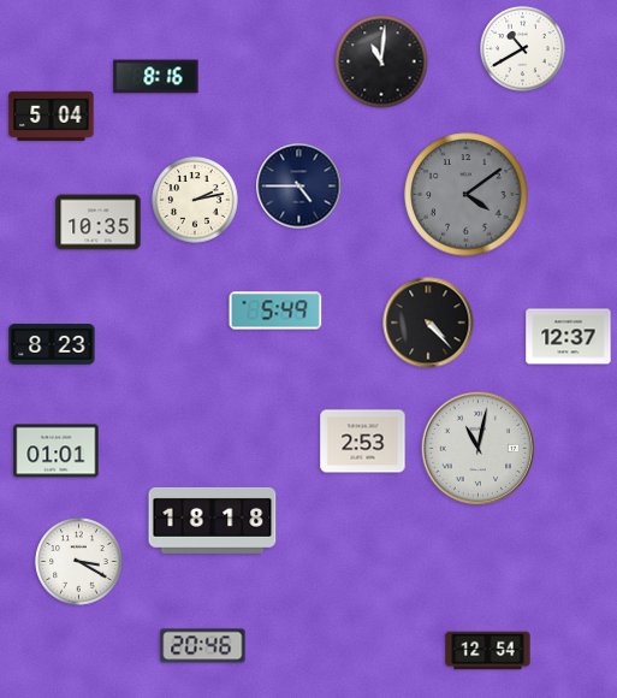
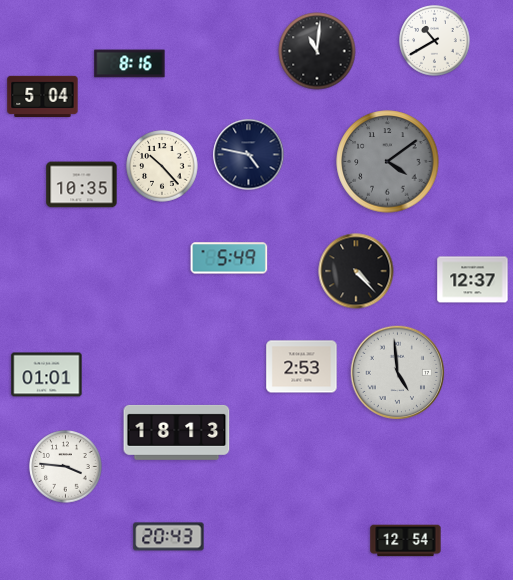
clock at (299, 187): 4:45 -> 4:47
clock at (195, 200): 2:13 -> 10:23
clock at (428, 323) position: (428, 323) -> (356, 271)
clock at (52, 344): 8:23 -> none
clock at (479, 449): 11:02 -> 4:59
clock at (213, 520): 18:18 -> 18:13
clock at (79, 562): 3:20 -> 3:46
clock at (203, 646): 20:46 -> 20:43
